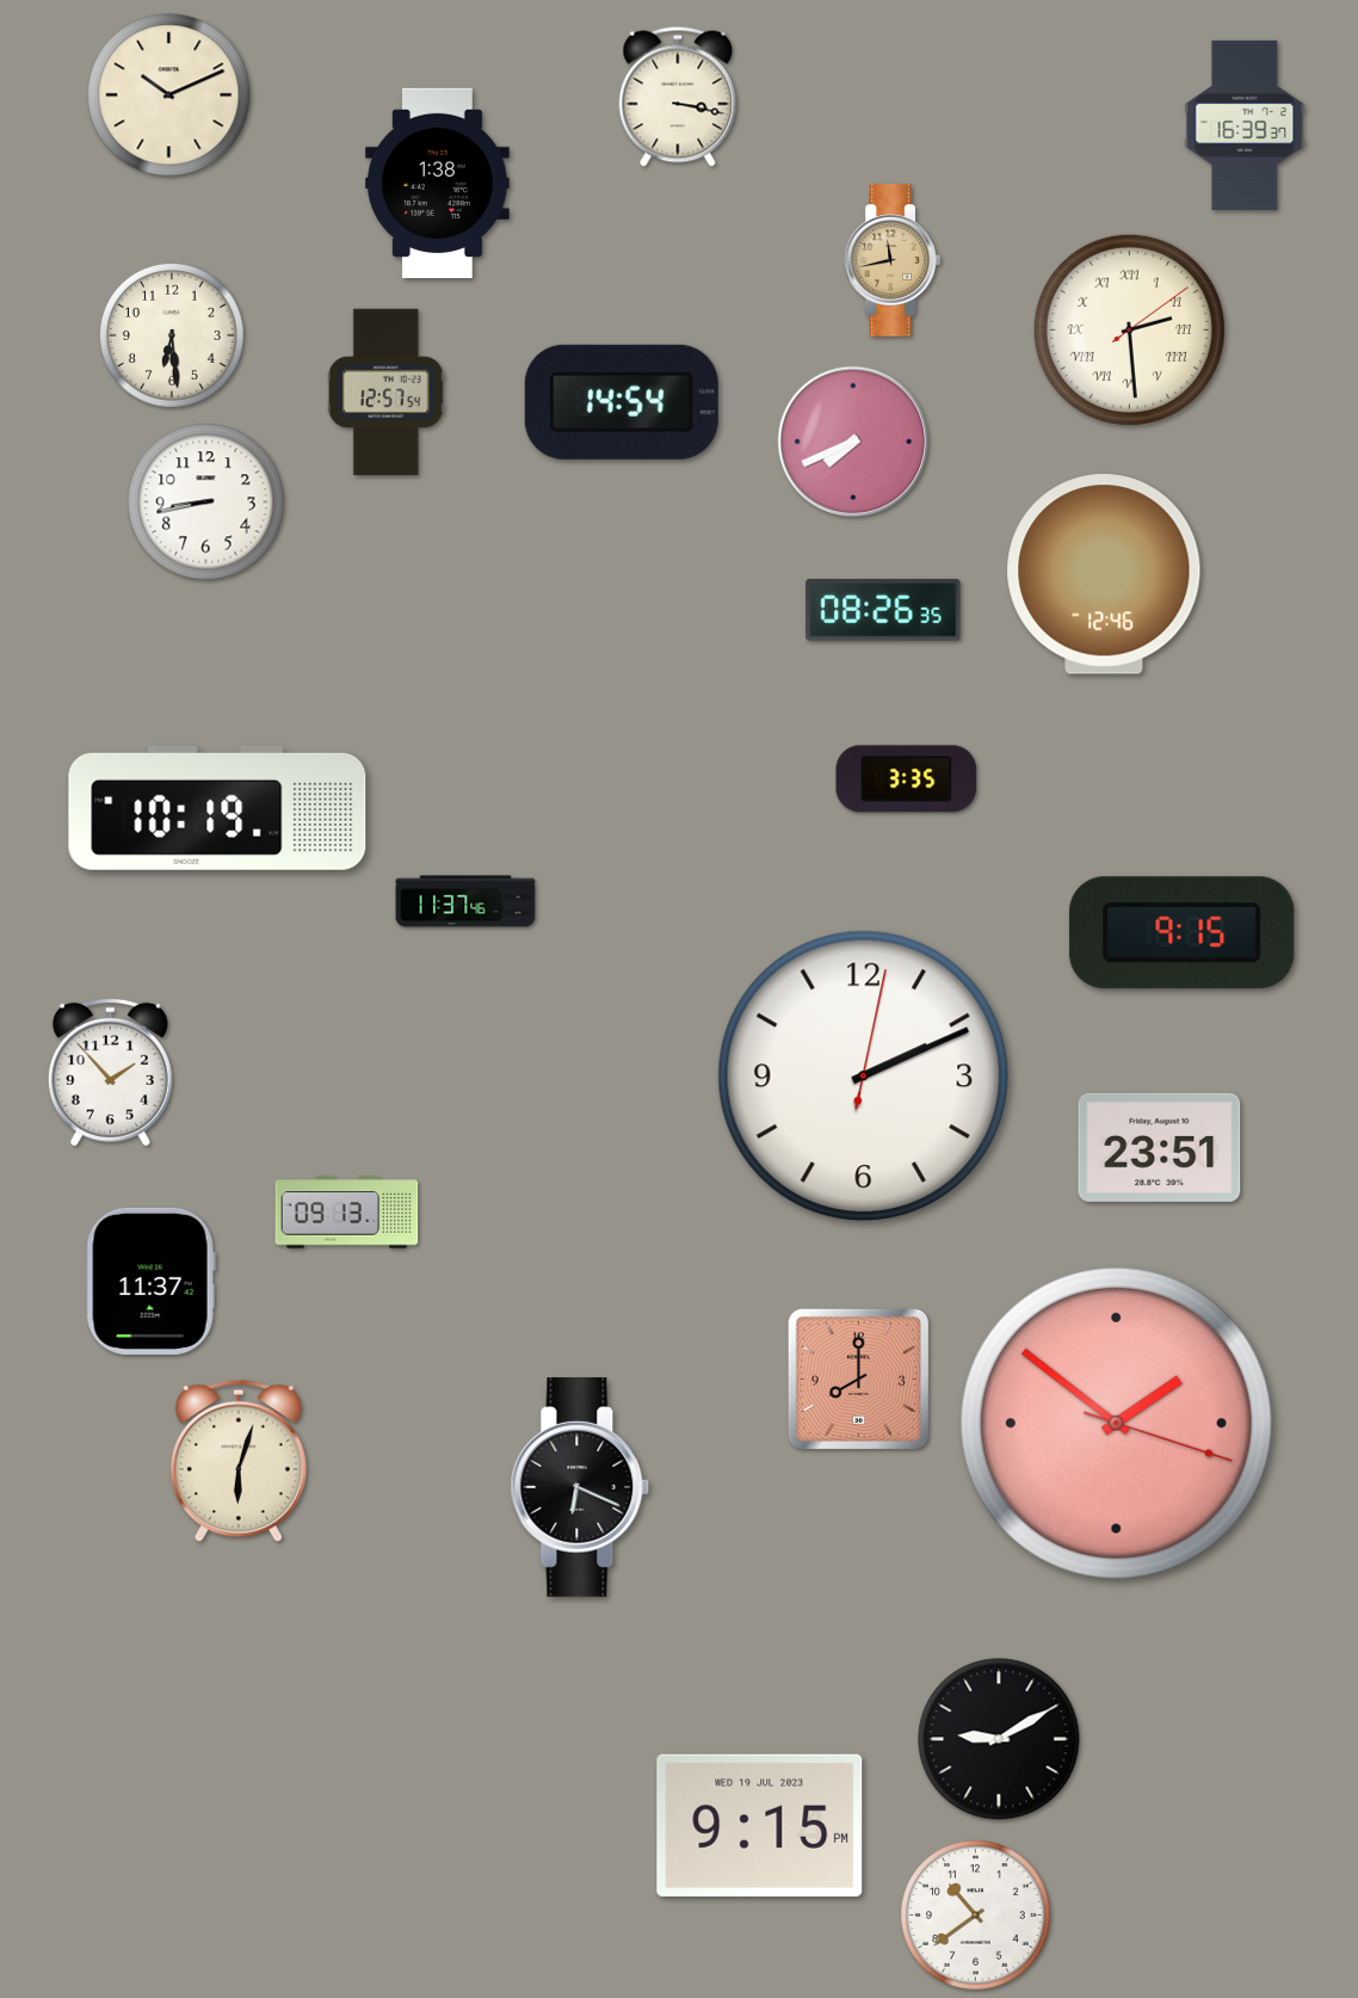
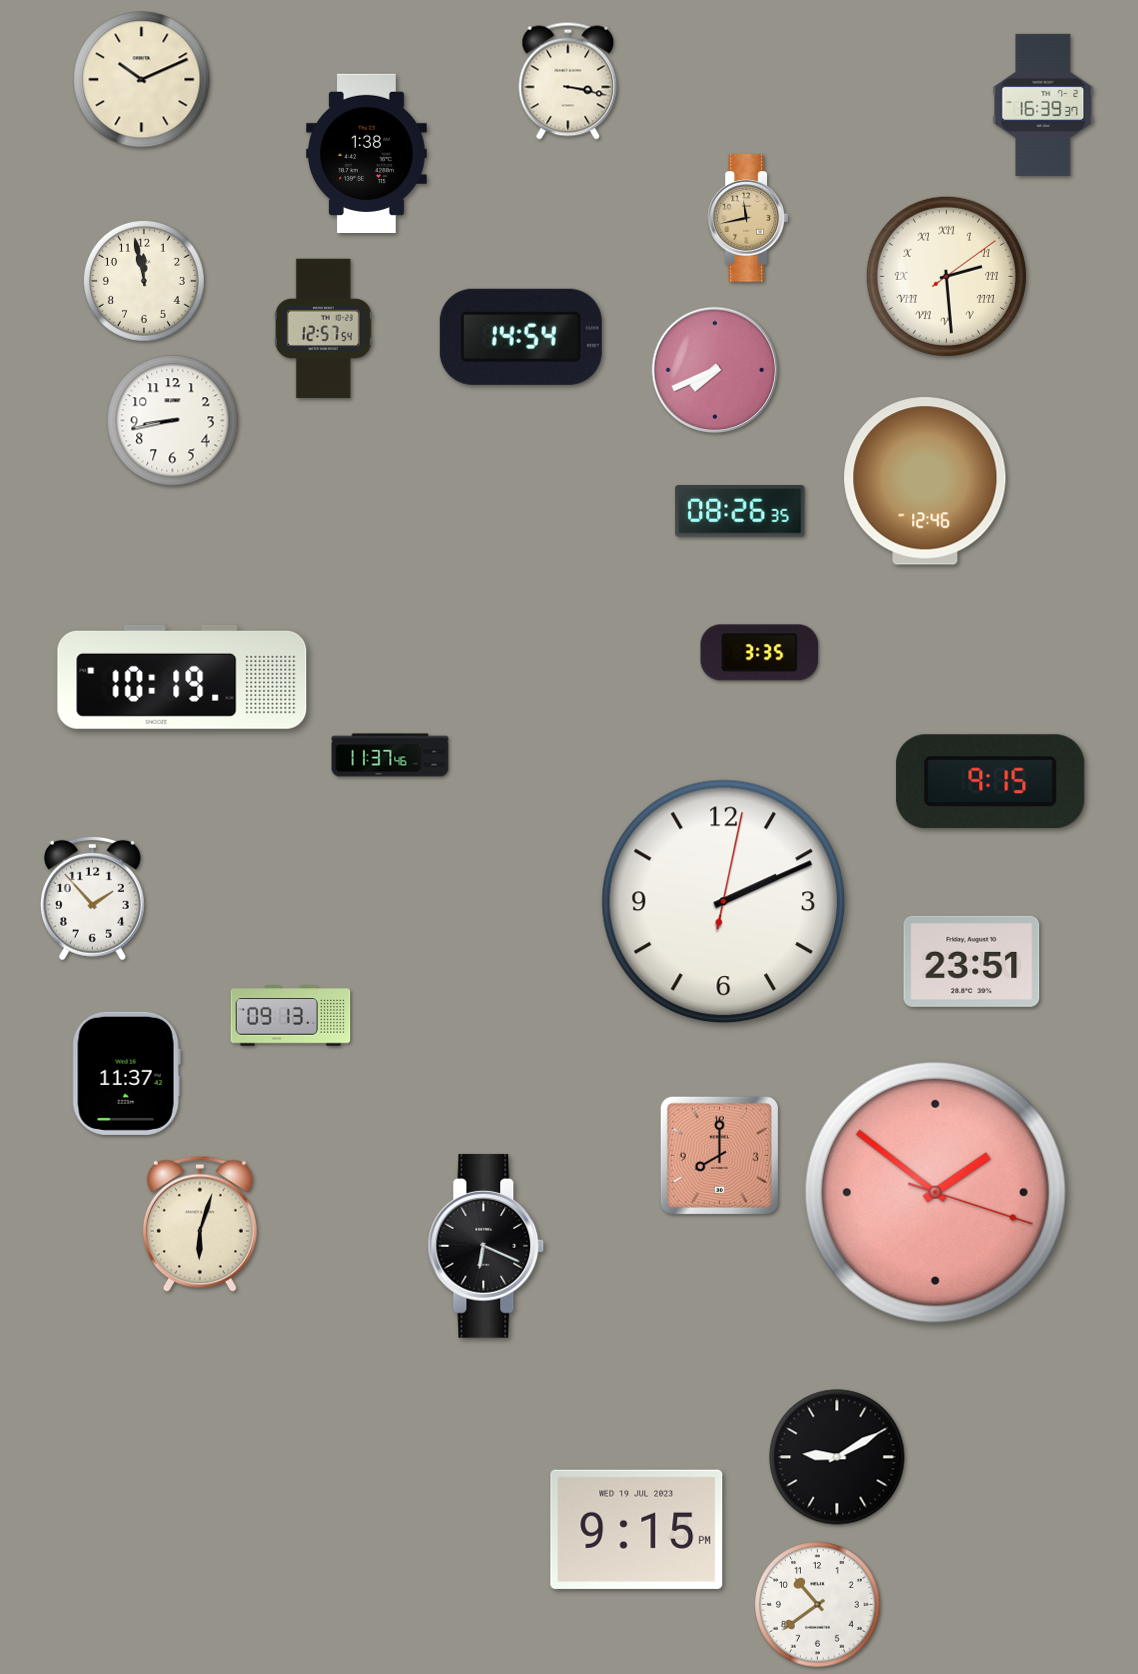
clock at (172, 335): 6:29 -> 11:58
